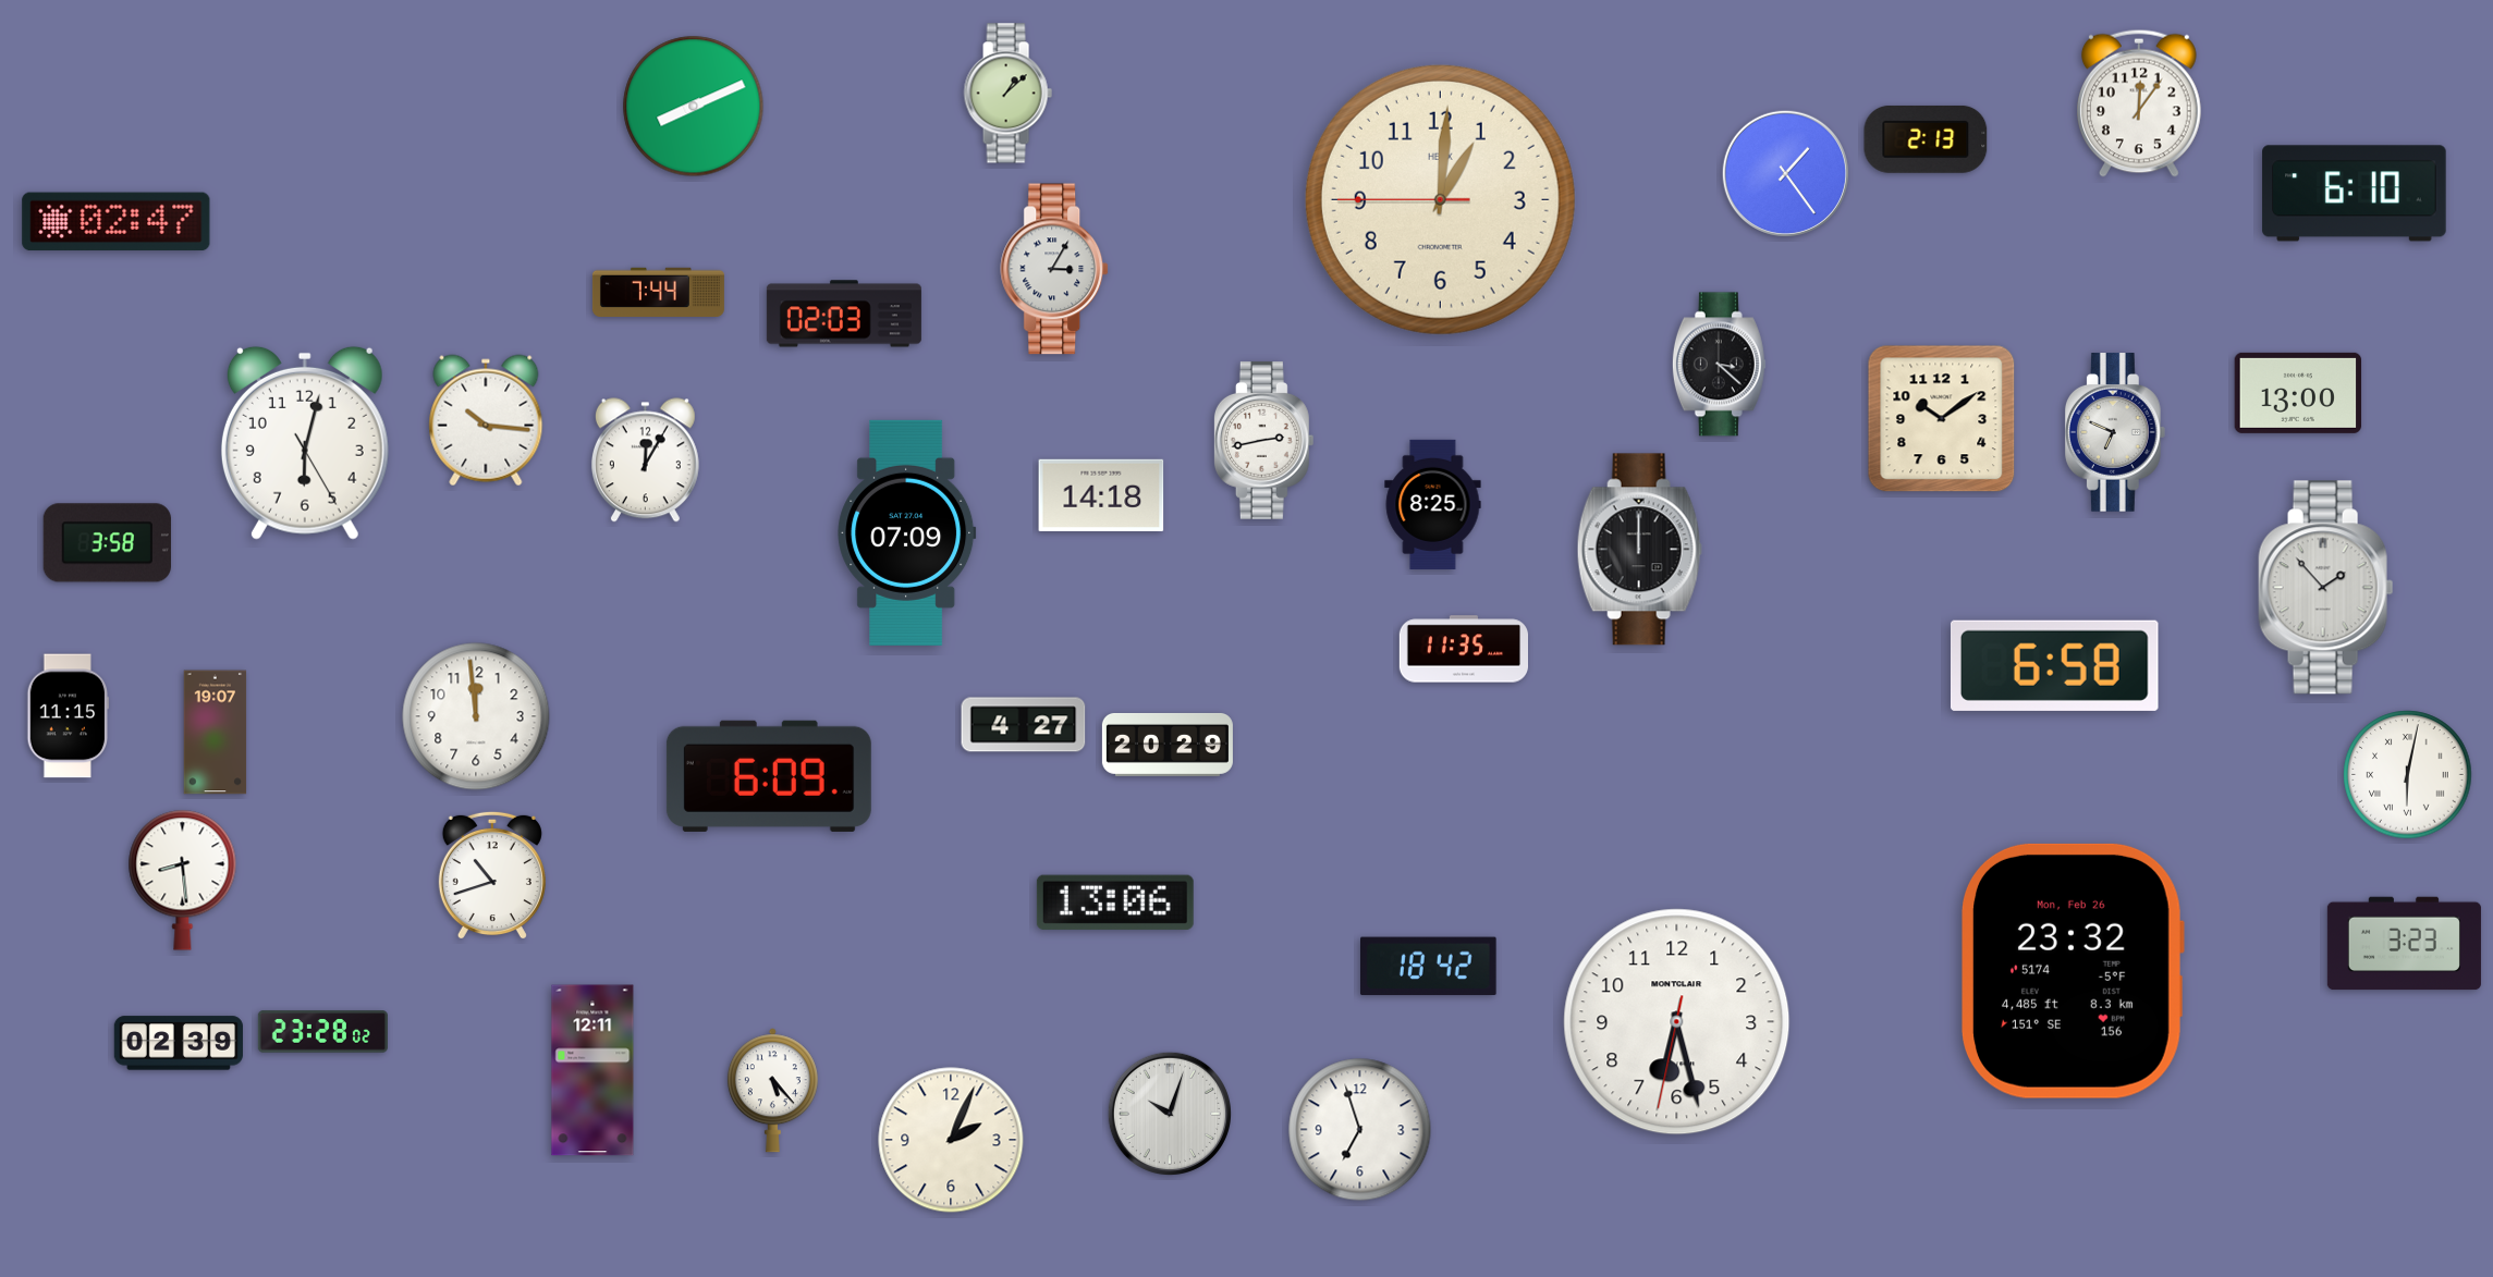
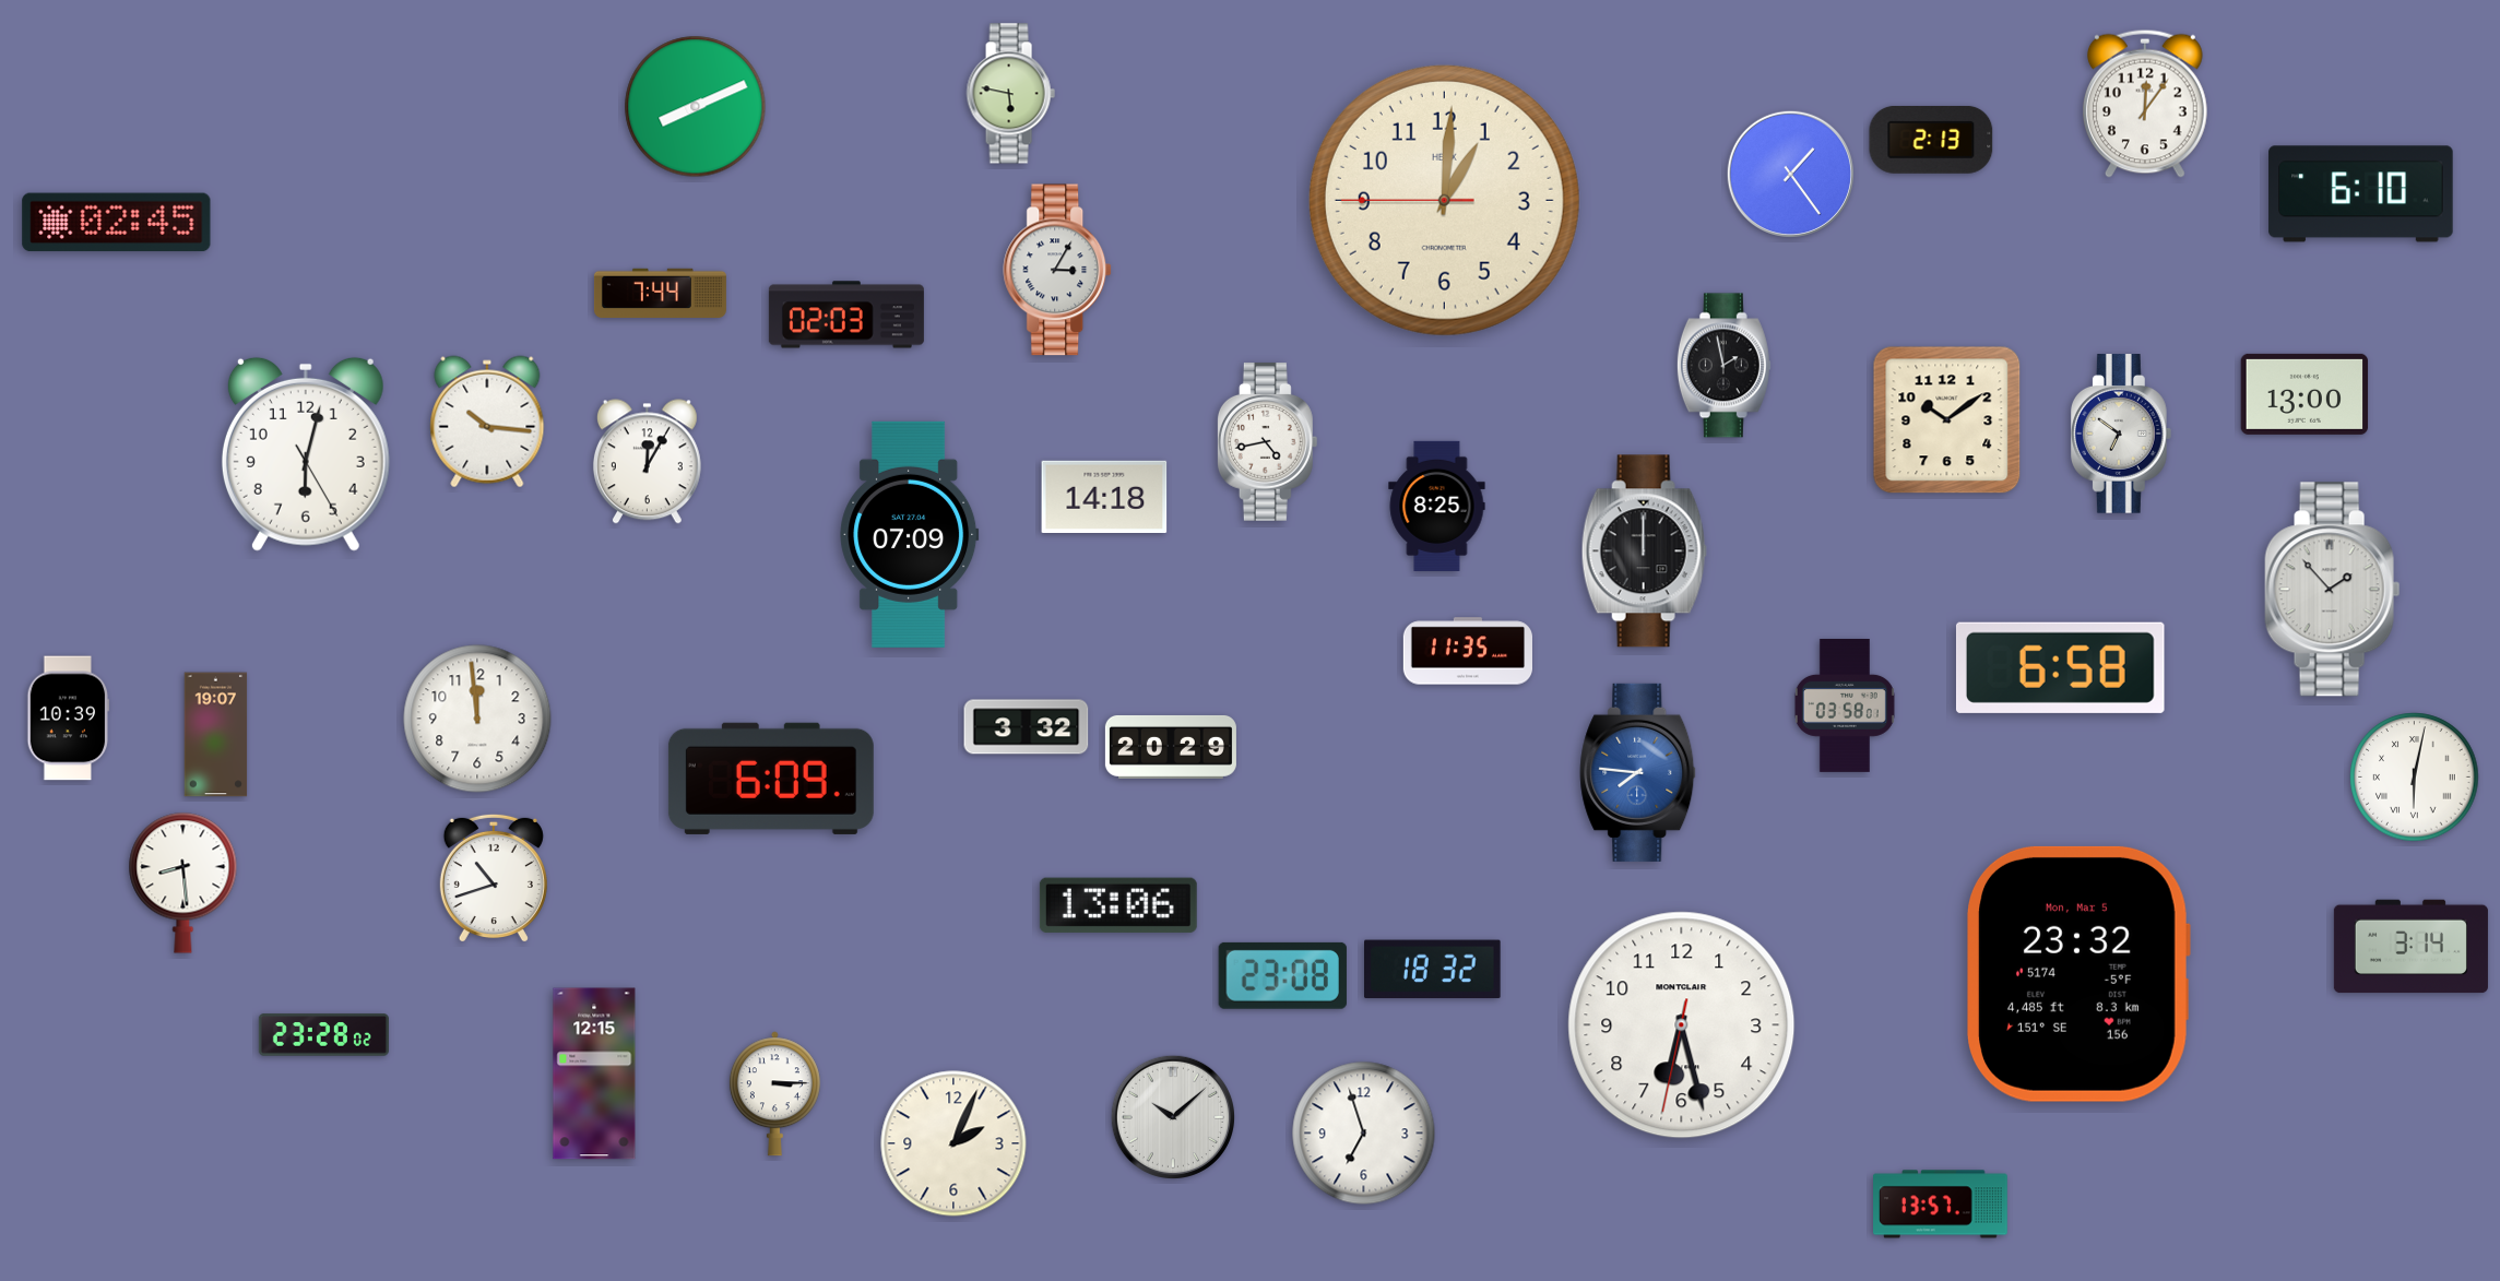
clock at (1007, 94): 1:08 -> 5:47
clock at (117, 222): 02:47 -> 02:45
clock at (1719, 365): 3:22 -> 1:58
clock at (2115, 432): 6:49 -> 6:51
clock at (1263, 440): 2:43 -> 4:43
clock at (305, 443) position: (305, 443) -> (306, 454)
clock at (107, 543): 3:58 -> none
clock at (1845, 705): none -> 03:58
clock at (69, 716): 11:15 -> 10:39
clock at (1024, 725): 4:27 -> 3:32
clock at (1638, 772): none -> 7:46
clock at (2404, 944): 3:23 -> 3:14
clock at (1429, 967): 18:42 -> 18:32
clock at (2073, 971) date: Mon, Feb 26 -> Mon, Mar 5
clock at (1282, 975): none -> 23:08
clock at (179, 1043): 02:39 -> none
clock at (592, 1070): 12:11 -> 12:15
clock at (772, 1091): 5:23 -> 3:15
clock at (1169, 1113): 10:03 -> 10:08
clock at (1941, 1205): none -> 13:57
